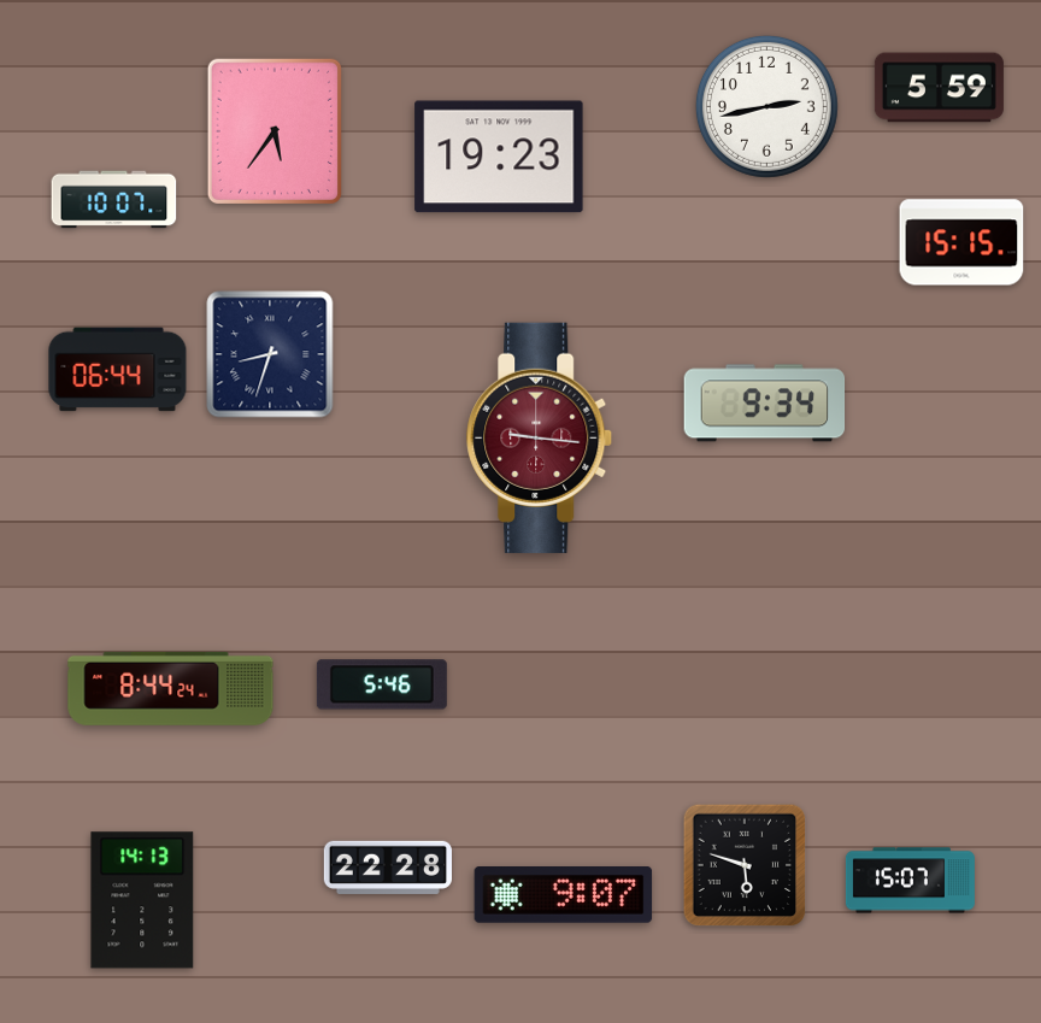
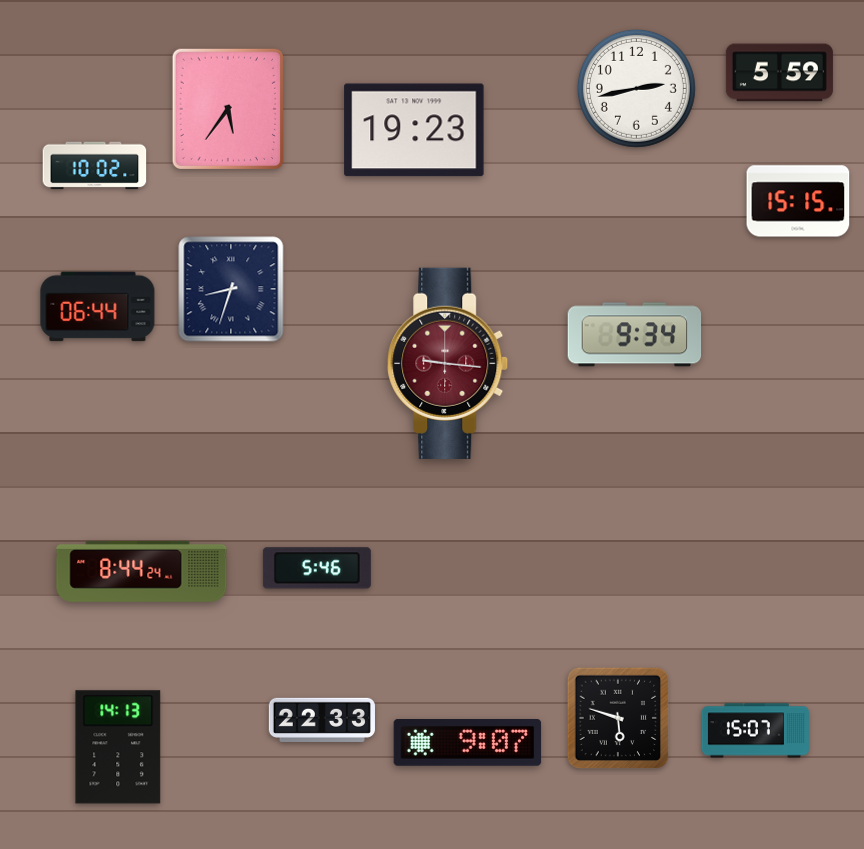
clock at (114, 200): 10:07 -> 10:02
clock at (270, 354) position: (270, 354) -> (231, 289)
clock at (388, 868): 22:28 -> 22:33
